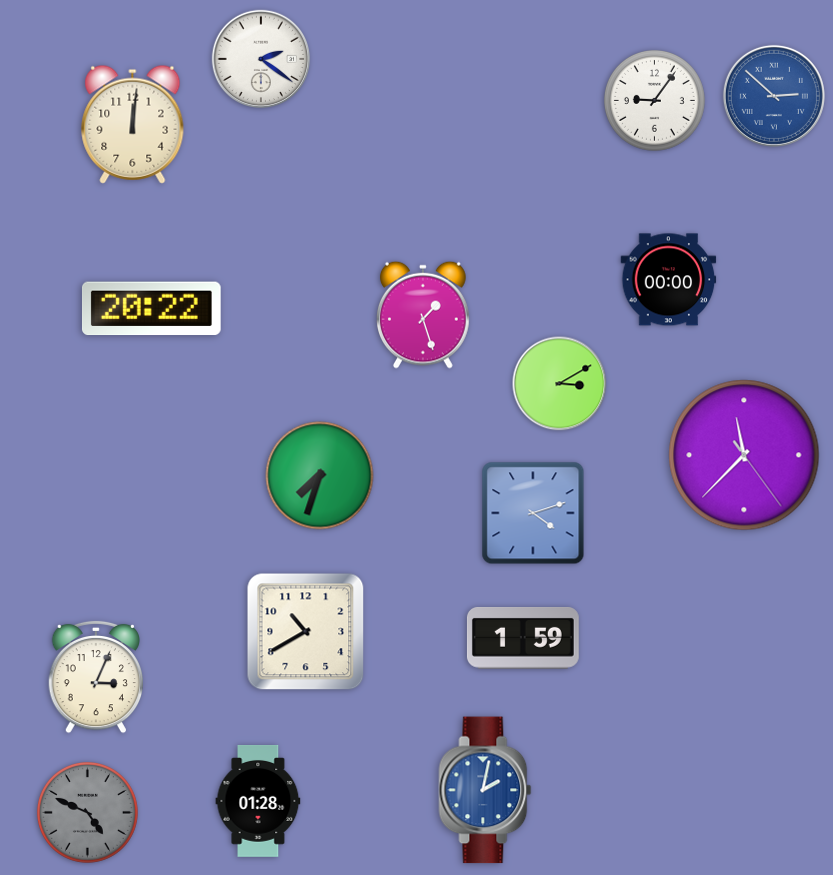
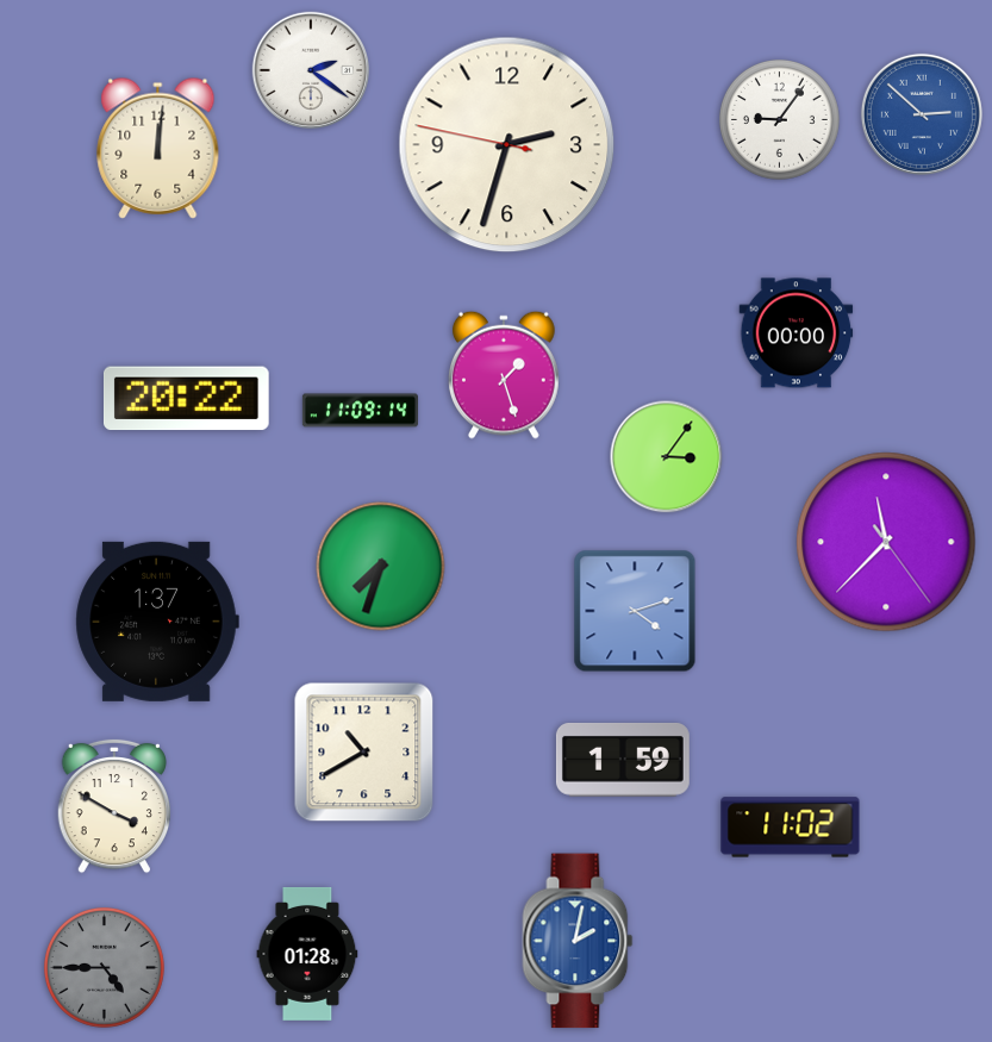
clock at (507, 145): none -> 2:32
clock at (151, 309) position: (151, 309) -> (186, 399)
clock at (360, 411): none -> 11:09
clock at (560, 384): 3:10 -> 3:06
clock at (157, 622): none -> 1:37
clock at (95, 677): 3:04 -> 3:50
clock at (791, 828): none -> 11:02
clock at (87, 812): 4:49 -> 4:45
